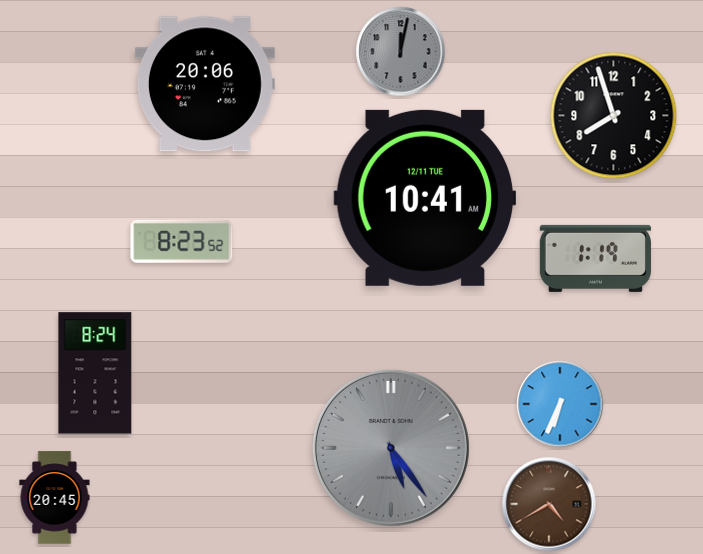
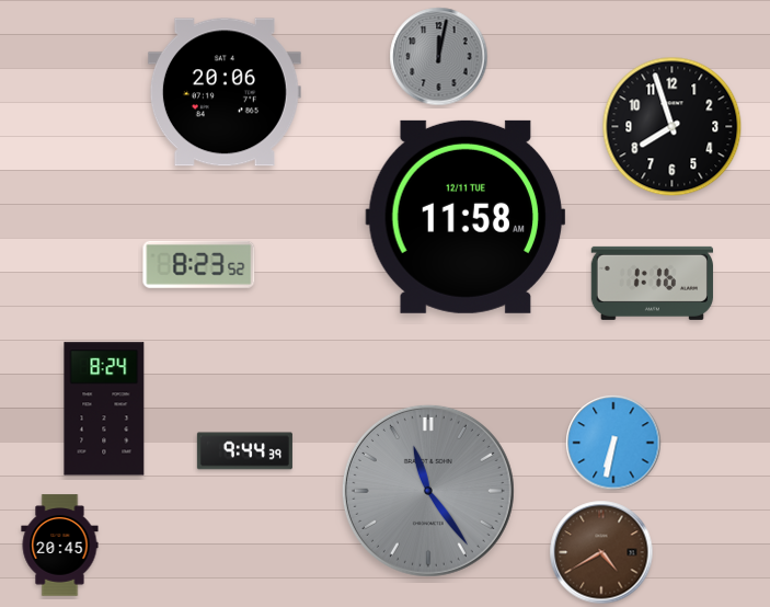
clock at (425, 198): 10:41 -> 11:58
clock at (595, 258): 1:19 -> 1:16
clock at (560, 404): 6:34 -> 6:32
clock at (244, 451): none -> 9:44
clock at (391, 448): 5:24 -> 11:24
